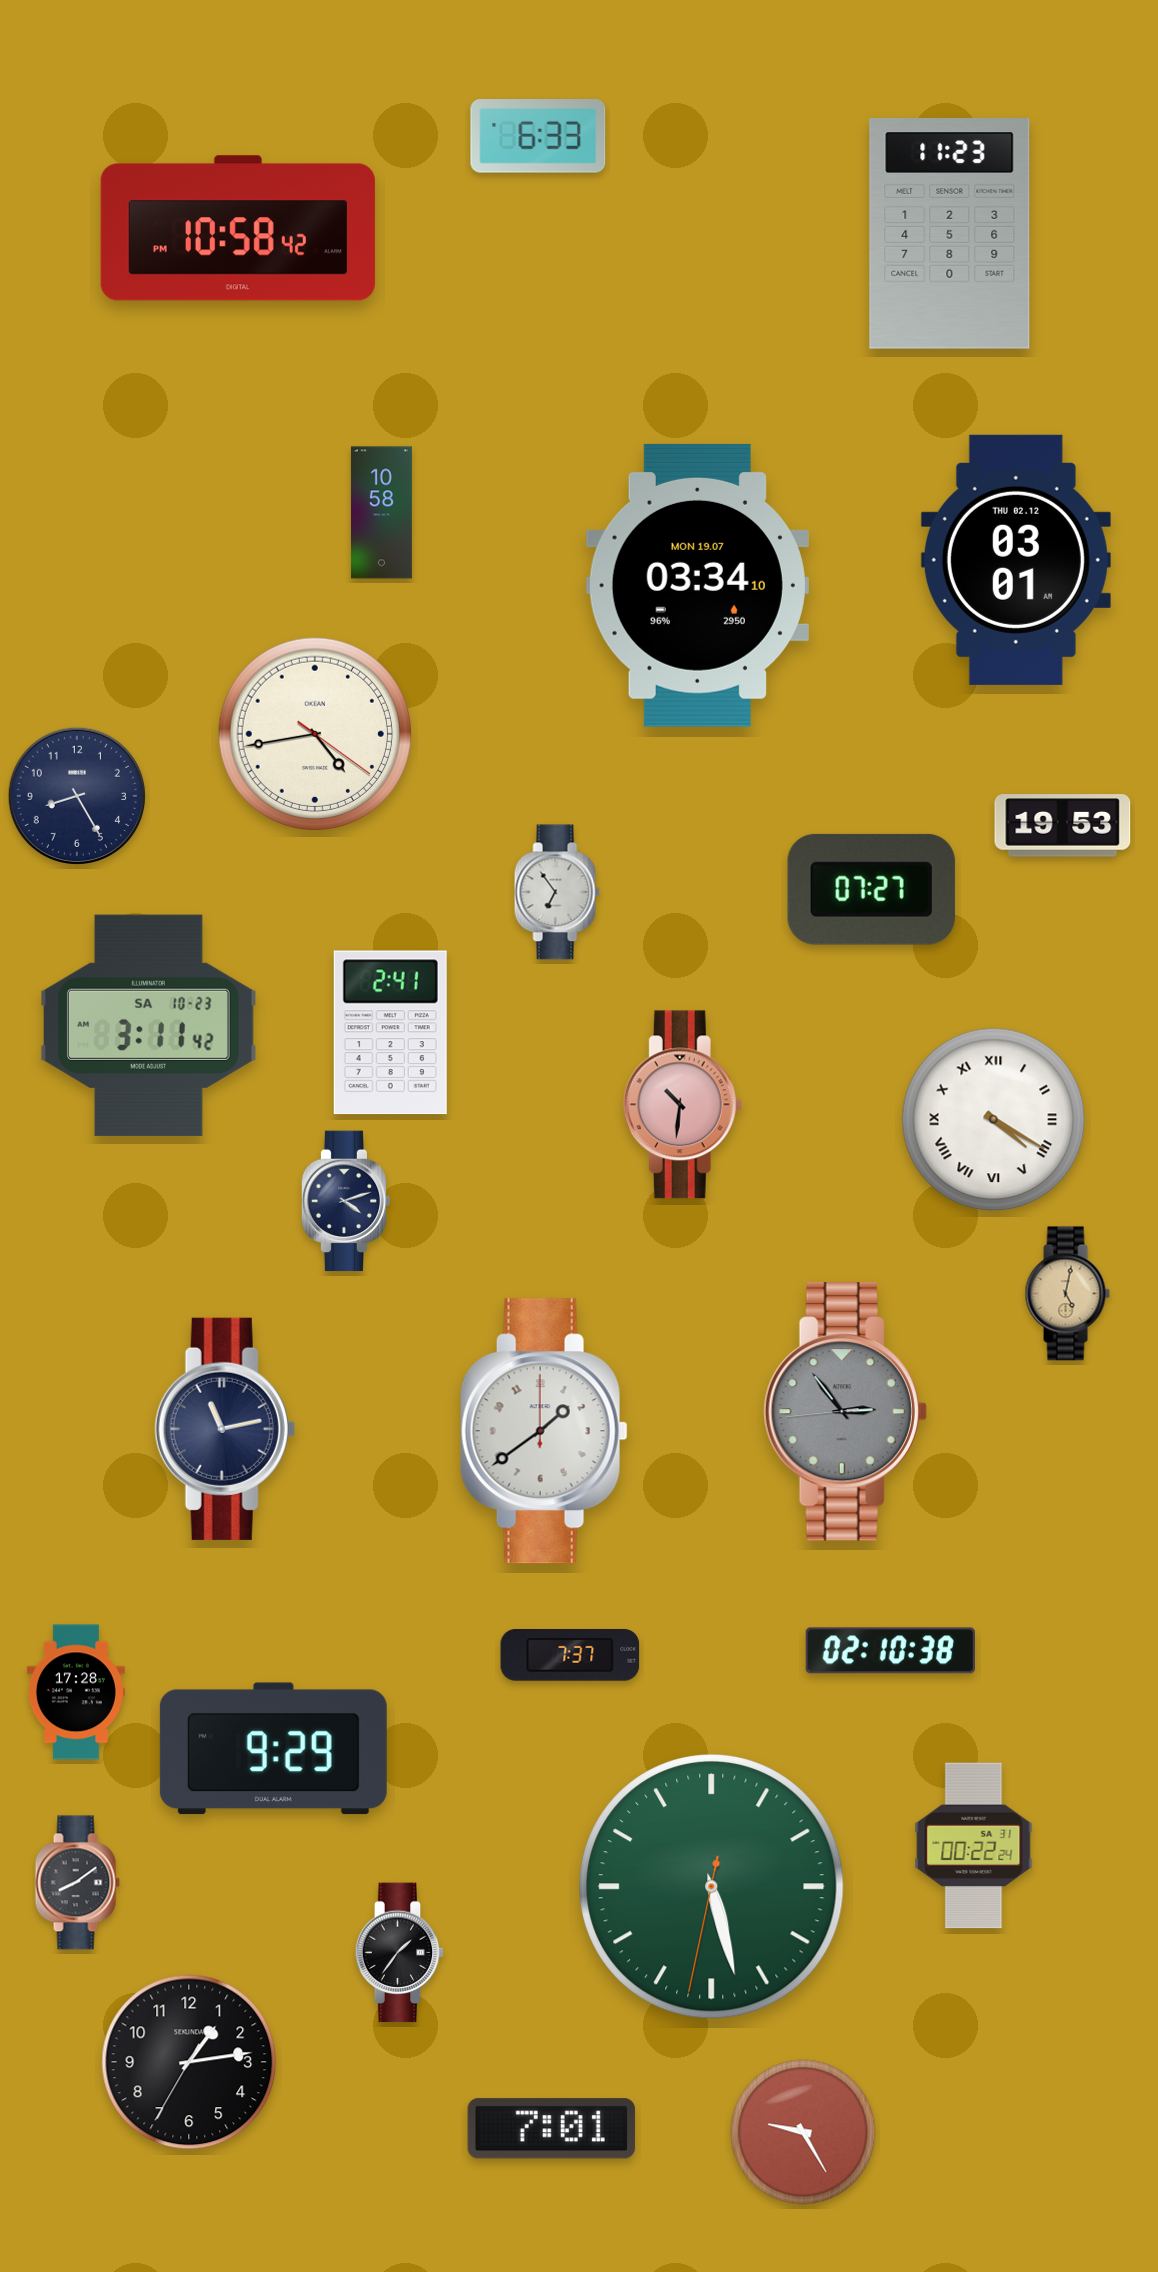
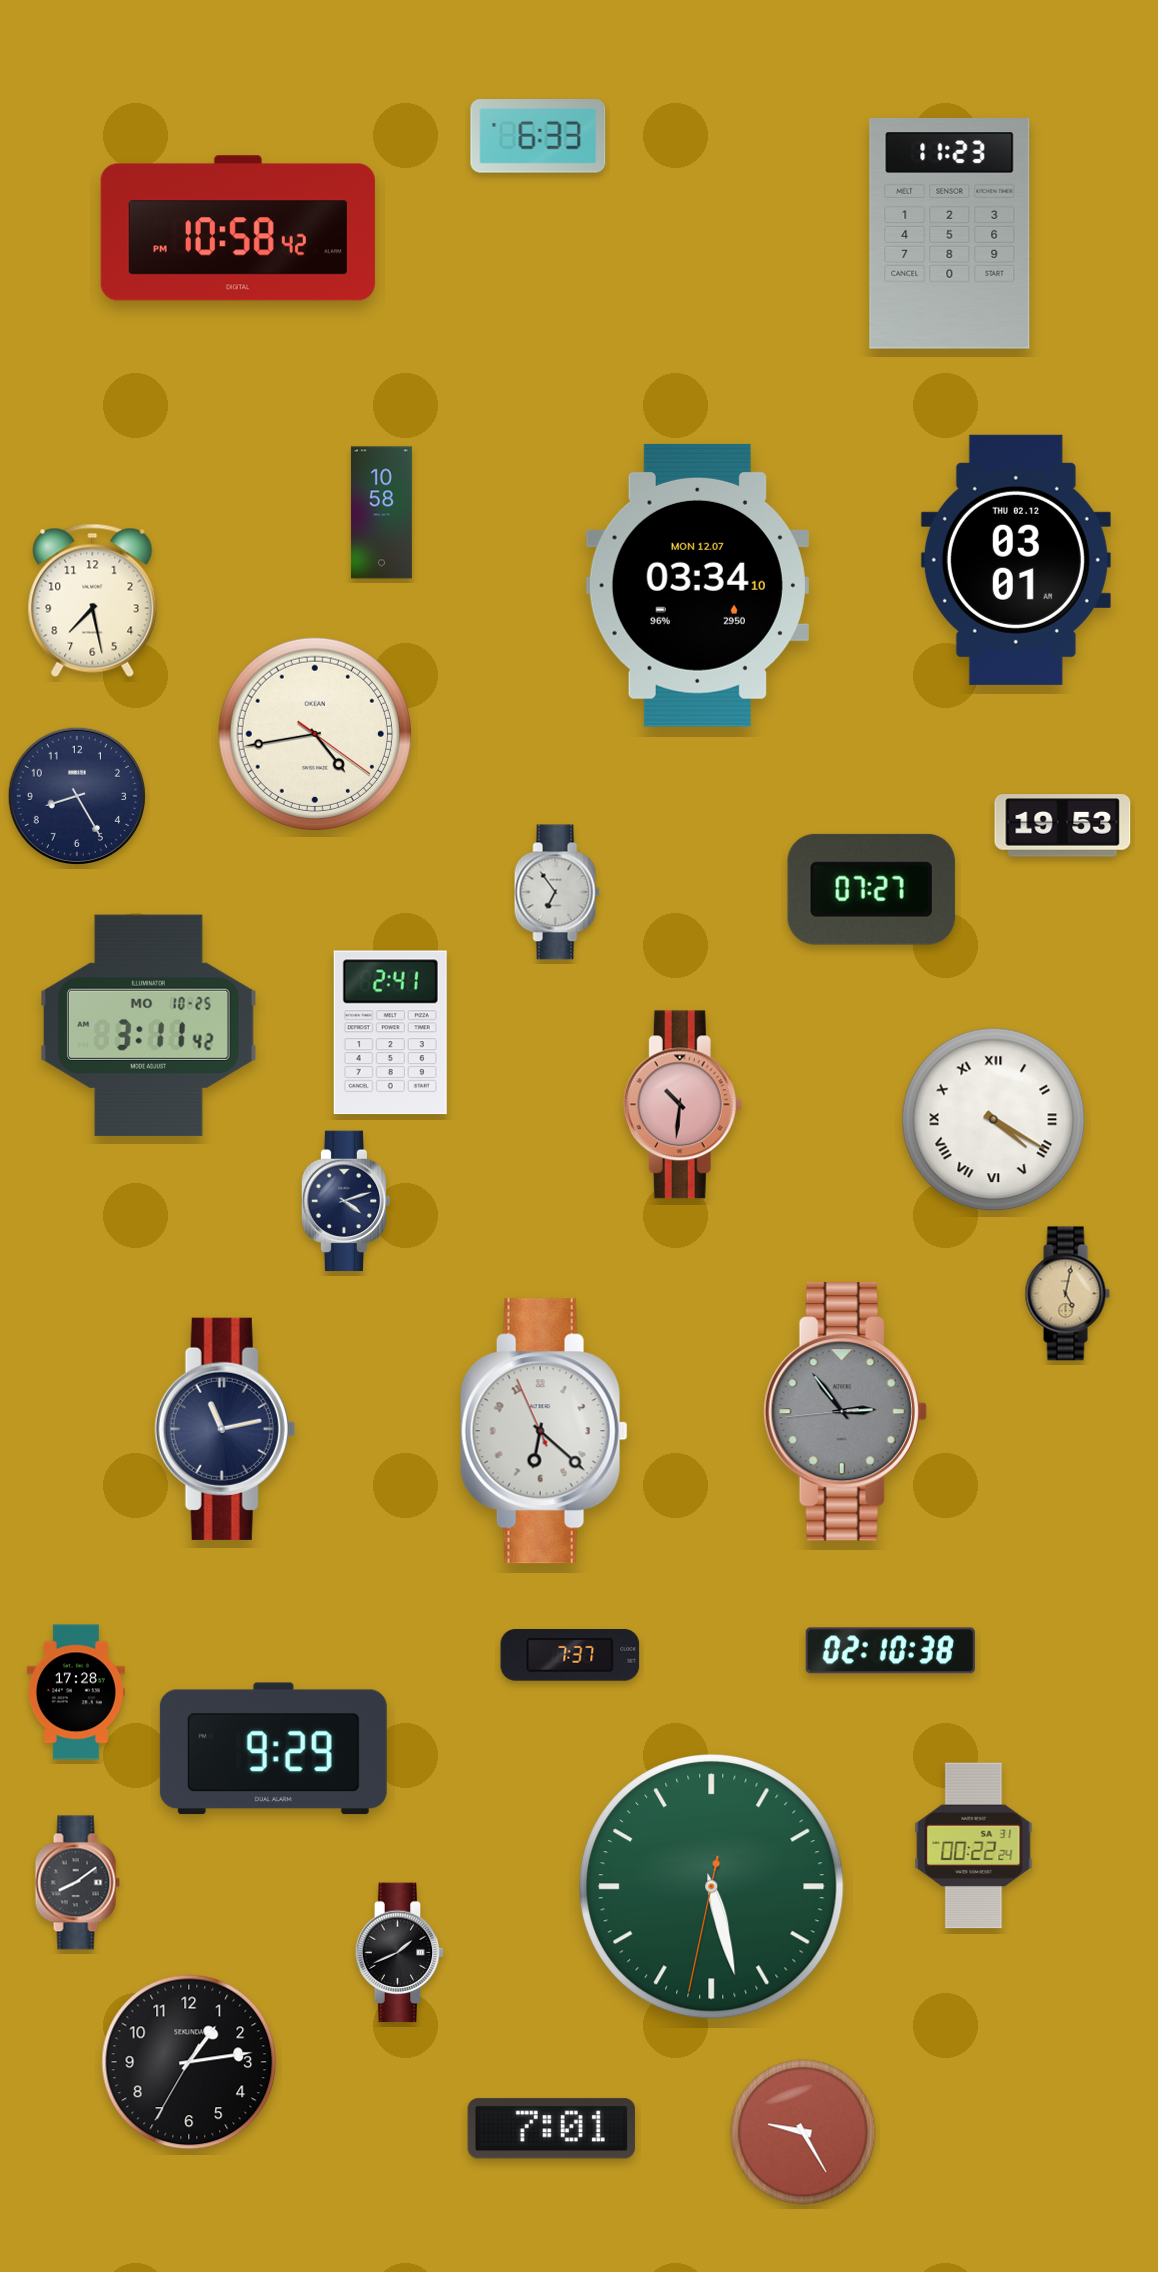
clock at (697, 585) date: MON 19.07 -> MON 12.07
clock at (93, 600): none -> 7:28
clock at (148, 1025) date: SA 10-23 -> MO 10-25
clock at (544, 1431): 1:39 -> 6:21
clock at (400, 1953): 1:36 -> 1:41
